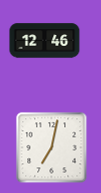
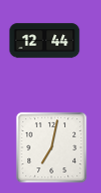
clock at (45, 41): 12:46 -> 12:44
